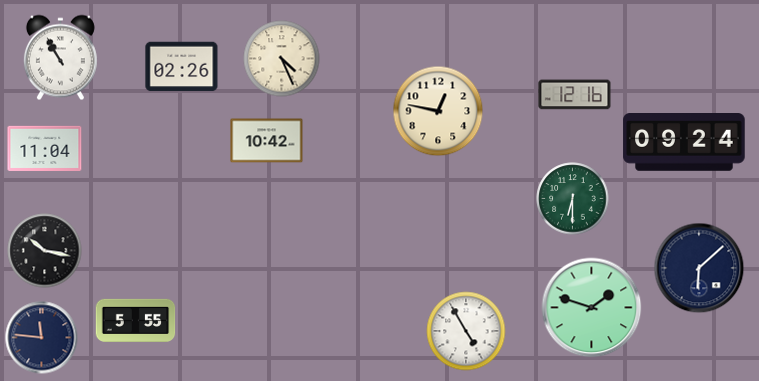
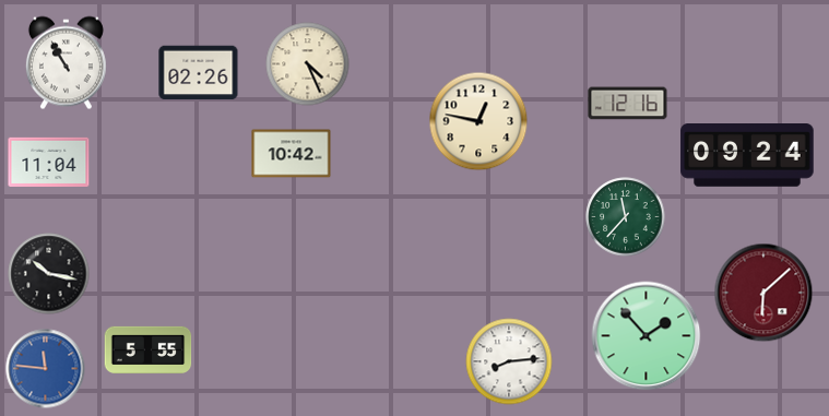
clock at (573, 199): 6:30 -> 11:37
clock at (699, 268) dial: navy -> burgundy
clock at (592, 308): 1:48 -> 1:53
clock at (466, 331): 4:55 -> 8:14
clock at (42, 338) dial: navy -> blue
